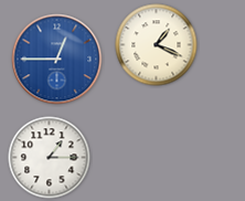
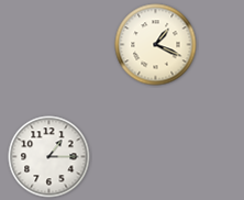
clock at (57, 60): 12:45 -> none
